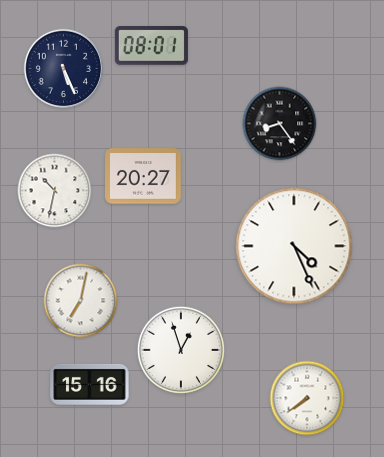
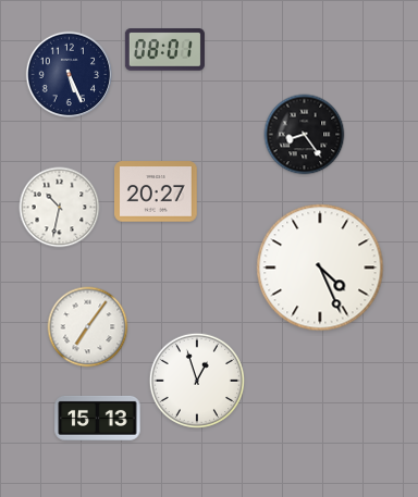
clock at (81, 301): 7:02 -> 7:06
clock at (90, 384): 15:16 -> 15:13
clock at (307, 398): 7:39 -> none
